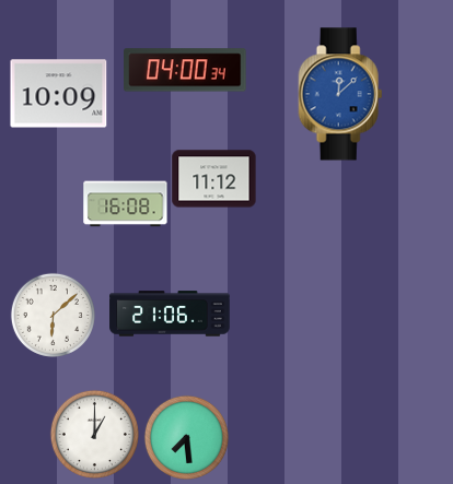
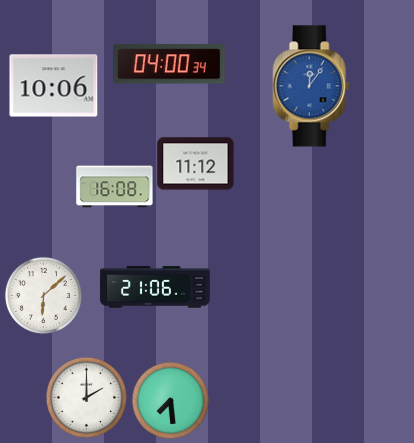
clock at (59, 94): 10:09 -> 10:06
clock at (340, 94): 12:08 -> 12:06
clock at (53, 315) position: (53, 315) -> (43, 295)
clock at (94, 434): 1:00 -> 2:00
